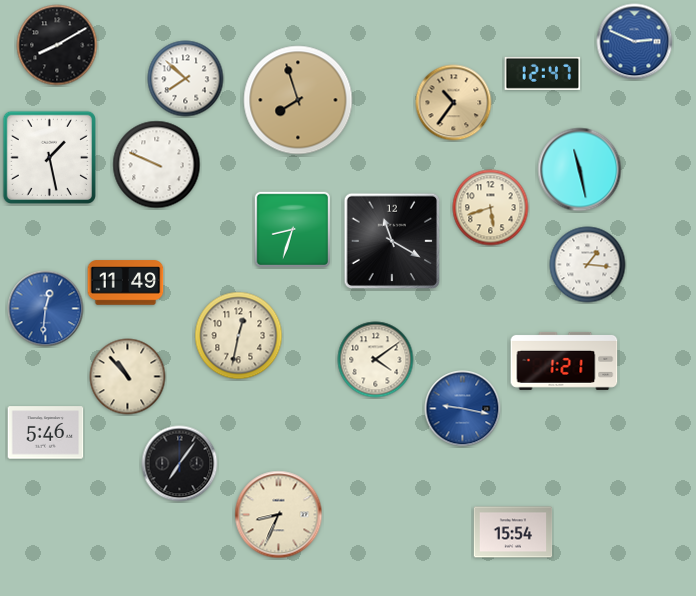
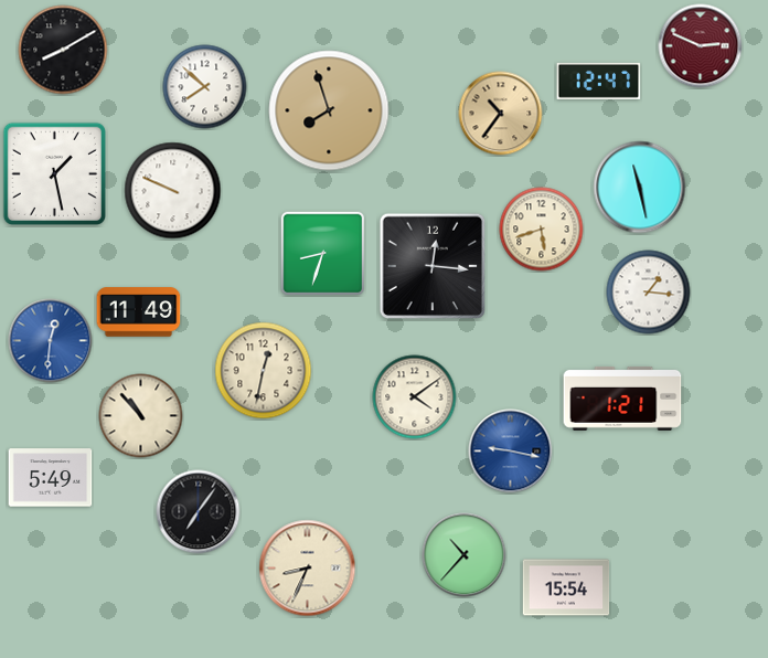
clock at (635, 42) dial: blue -> burgundy
clock at (157, 165) position: (157, 165) -> (173, 191)
clock at (392, 241): 11:20 -> 12:16
clock at (46, 433): 5:46 -> 5:49
clock at (465, 555): none -> 10:37
